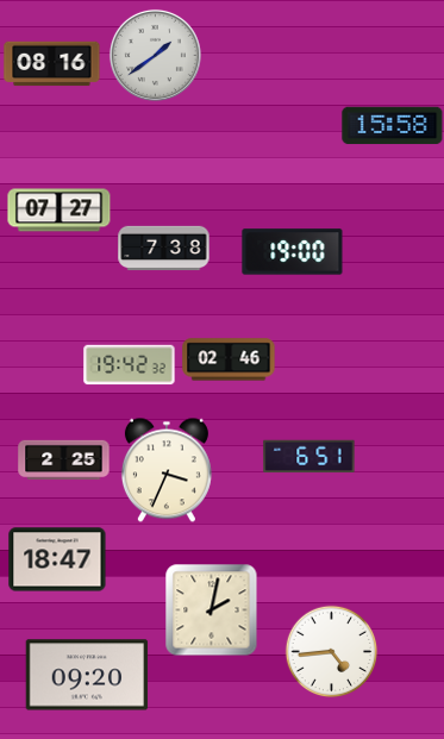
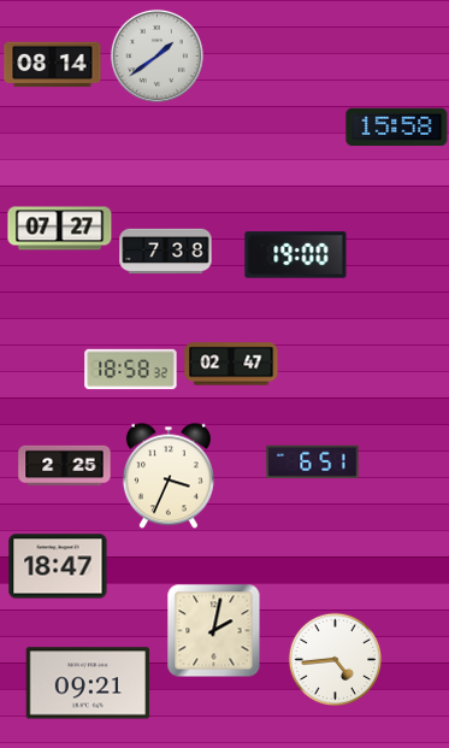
clock at (52, 64): 08:16 -> 08:14
clock at (60, 211) position: (60, 211) -> (60, 229)
clock at (229, 359): 02:46 -> 02:47
clock at (130, 365): 19:42 -> 18:58
clock at (211, 609) position: (211, 609) -> (213, 630)
clock at (87, 675): 09:20 -> 09:21
